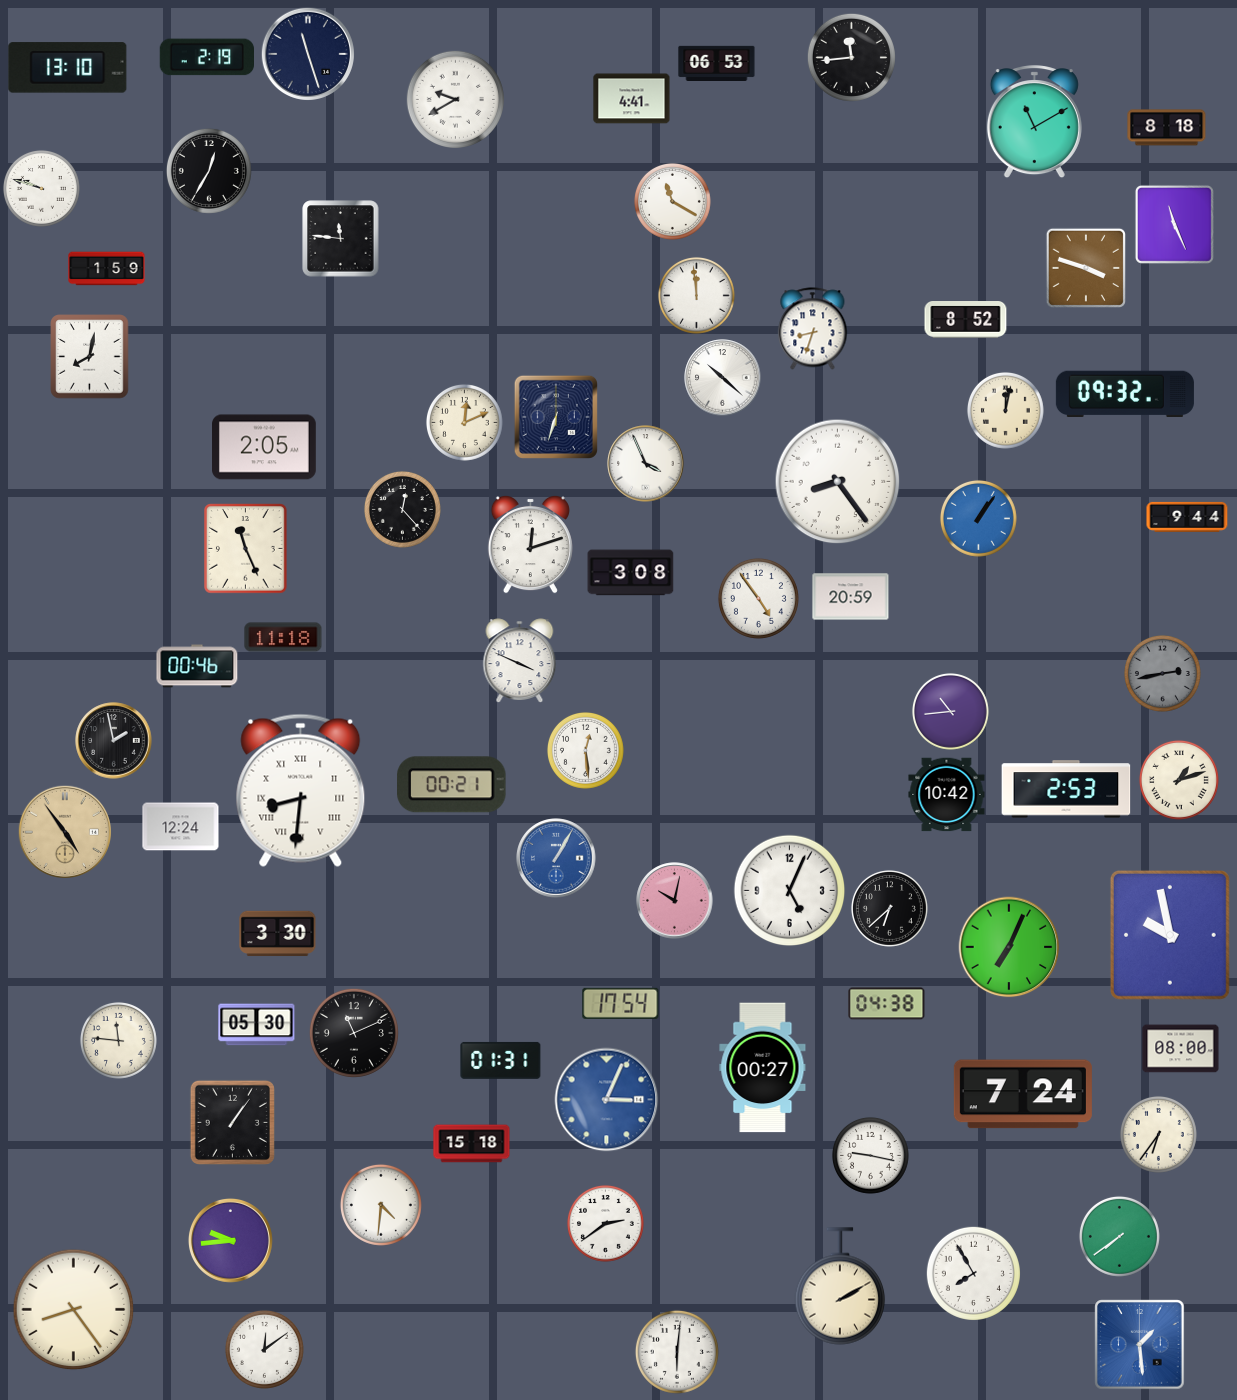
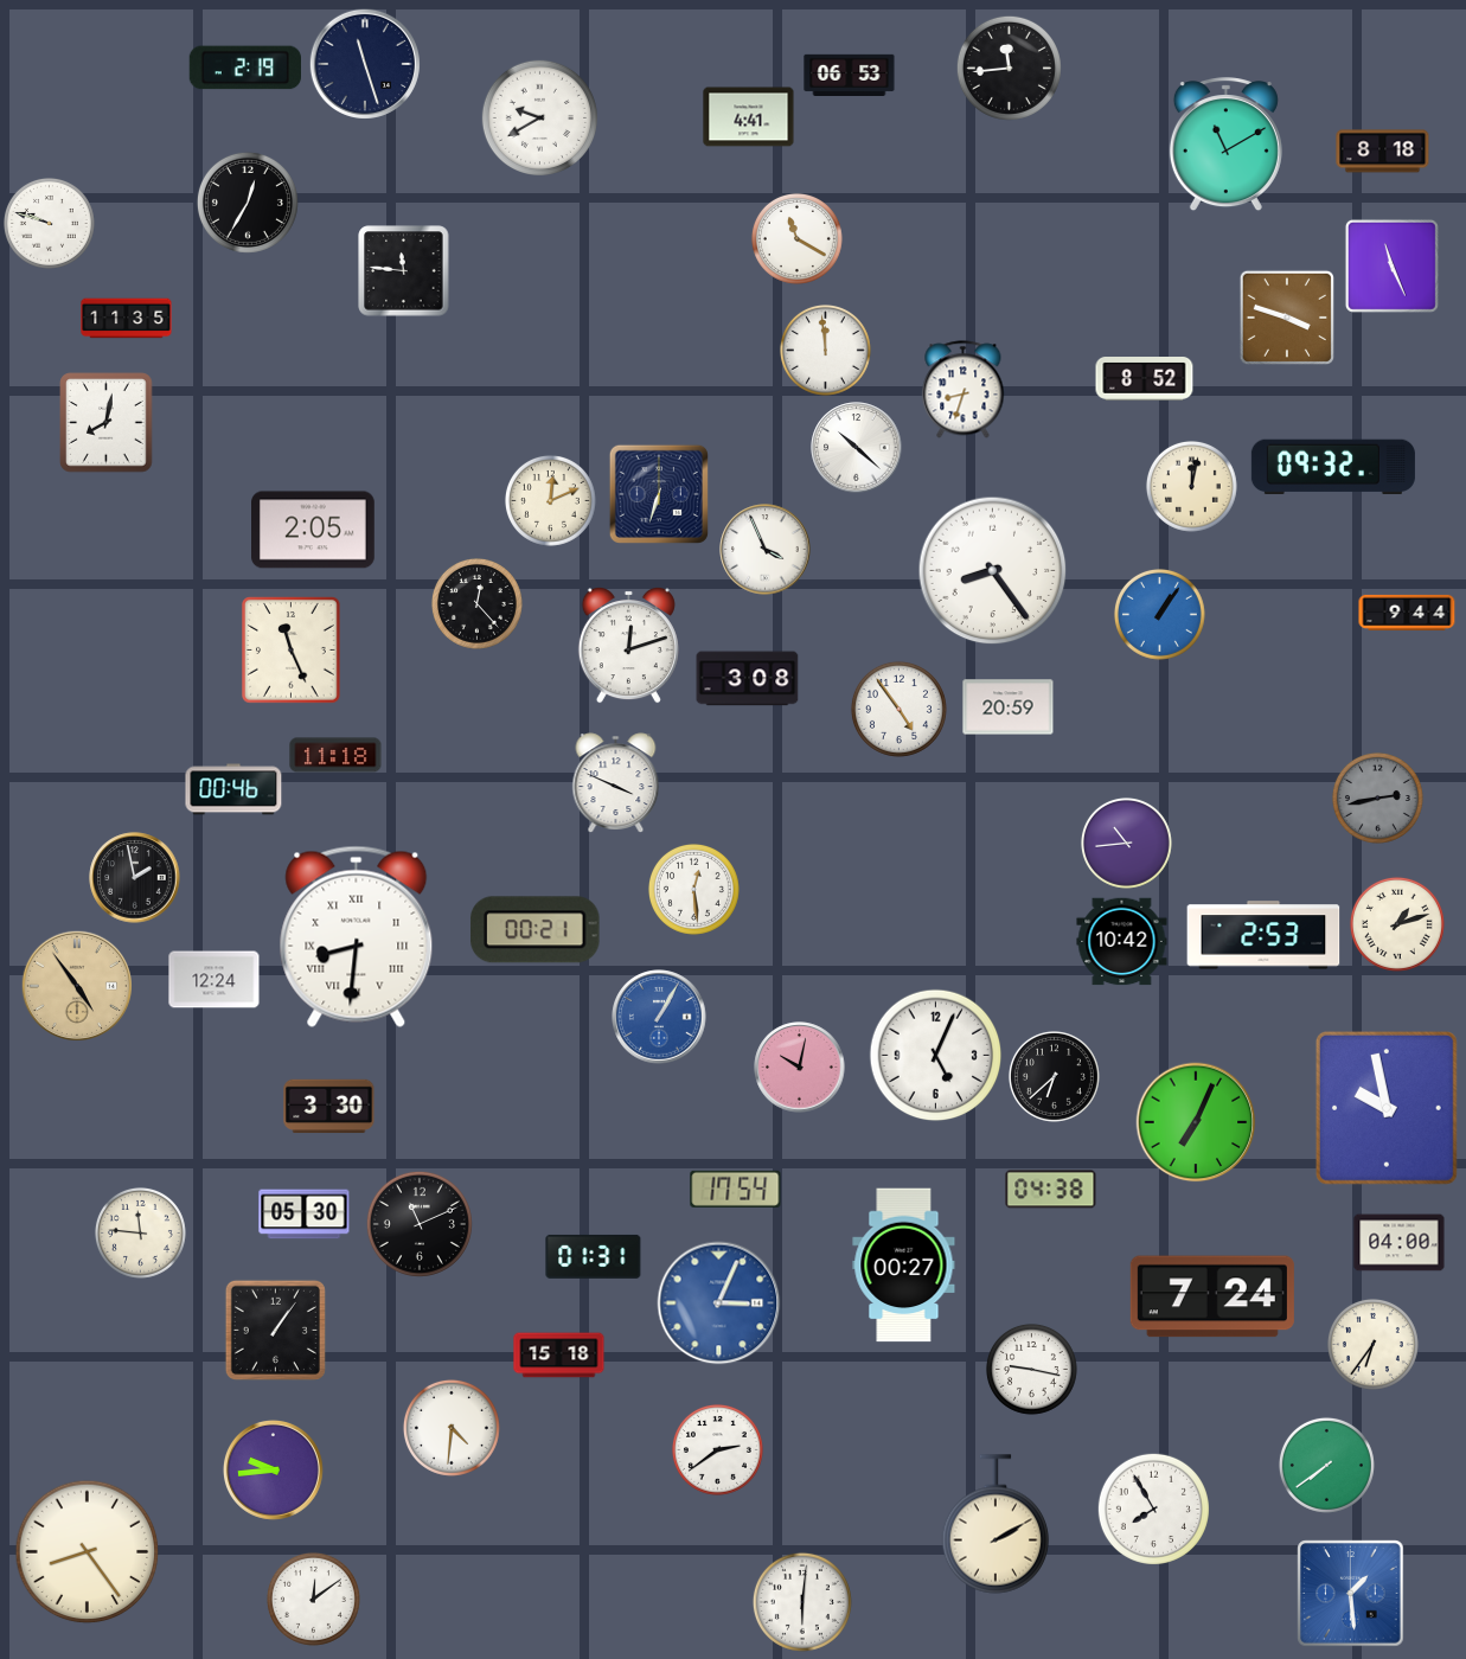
clock at (68, 68): 13:10 -> none
clock at (341, 239) position: (341, 239) -> (404, 271)
clock at (107, 269): 1:59 -> 11:35
clock at (1181, 1049): 08:00 -> 04:00
